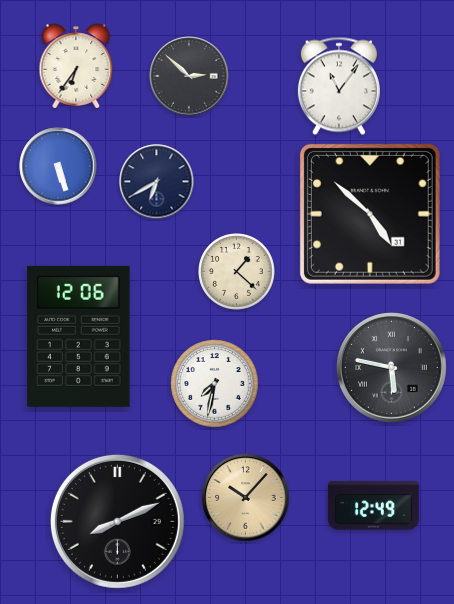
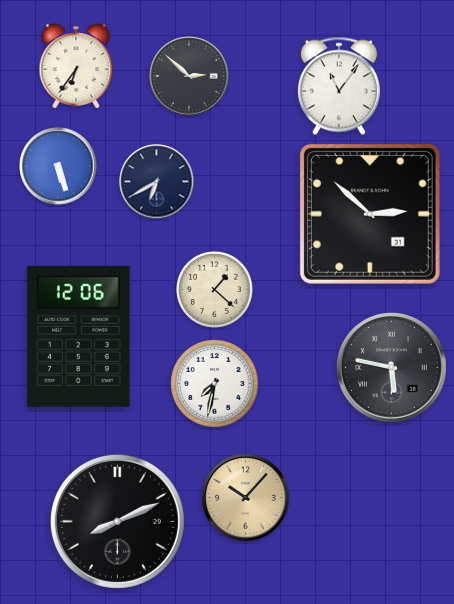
clock at (370, 214): 4:52 -> 2:52
clock at (237, 272) position: (237, 272) -> (215, 290)
clock at (373, 506): 12:49 -> none
